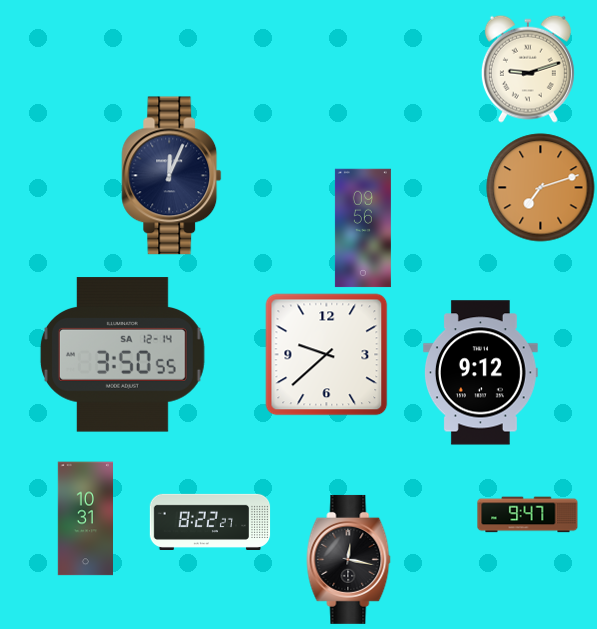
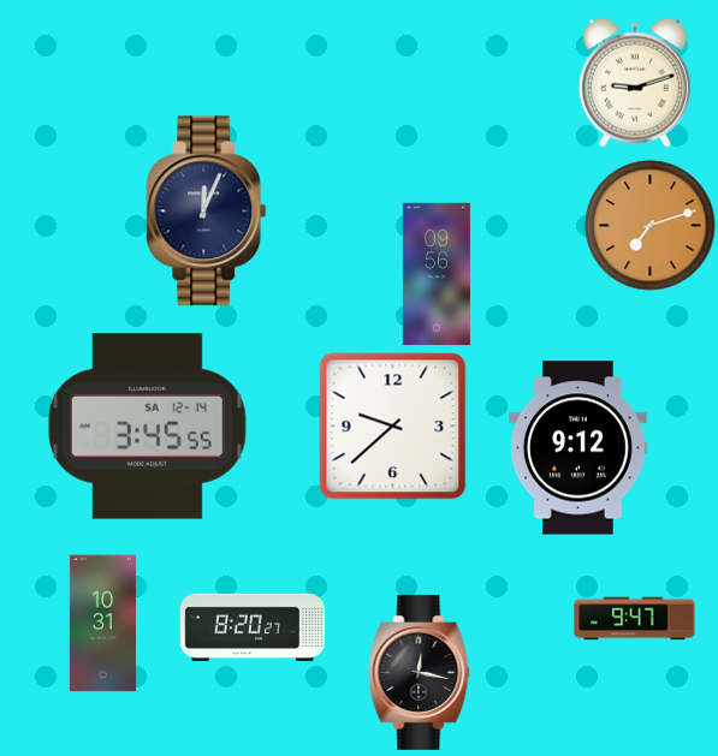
clock at (122, 355): 3:50 -> 3:45
clock at (210, 521): 8:22 -> 8:20
